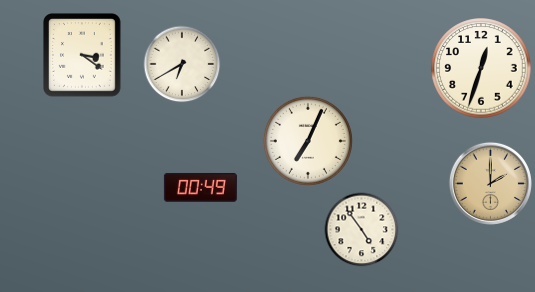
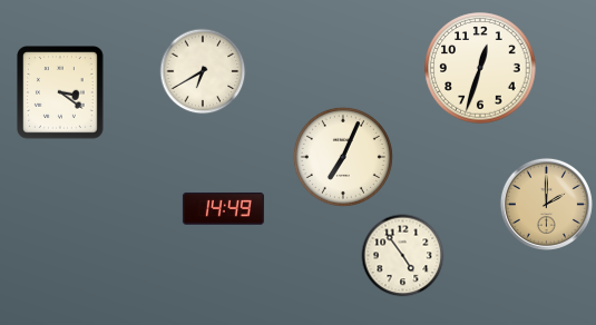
clock at (82, 55) position: (82, 55) -> (60, 92)
clock at (481, 68) position: (481, 68) -> (480, 68)
clock at (200, 187): 00:49 -> 14:49
